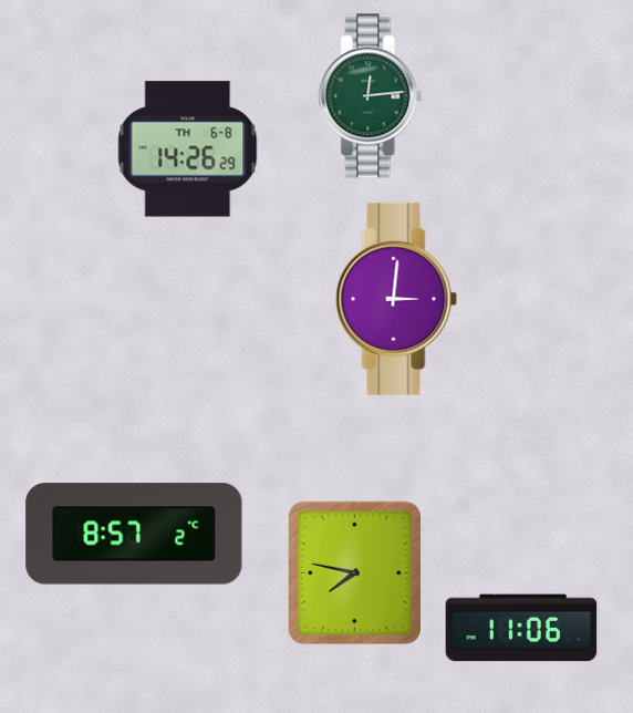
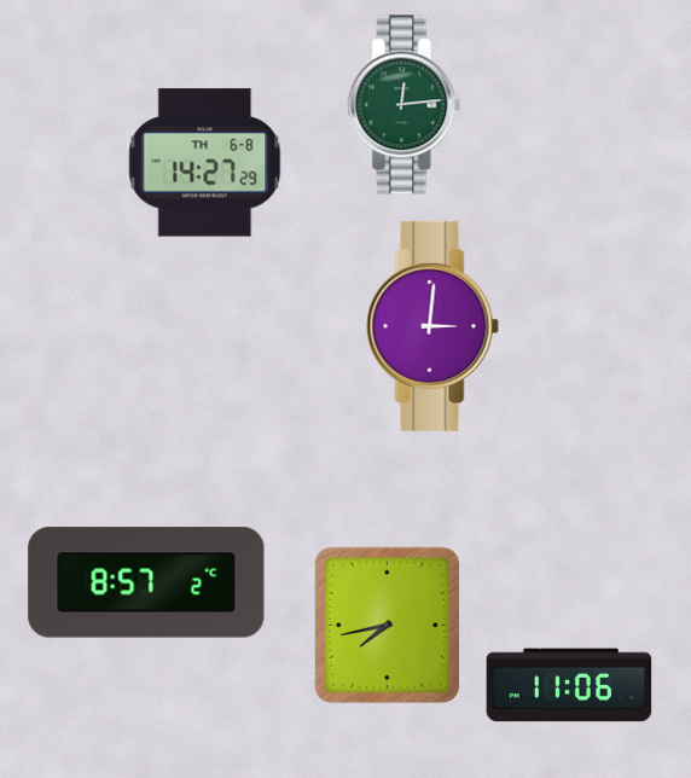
clock at (188, 149): 14:26 -> 14:27
clock at (354, 572): 7:47 -> 7:43
